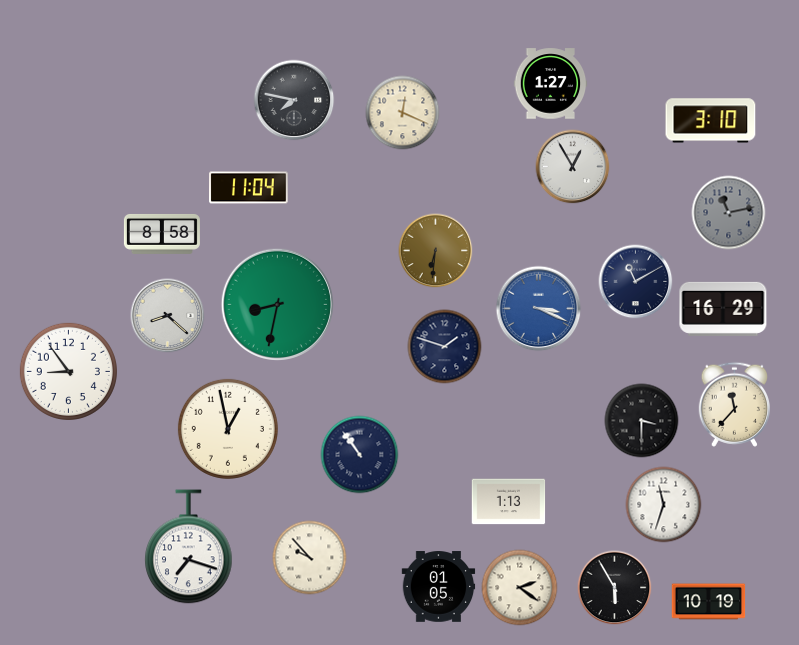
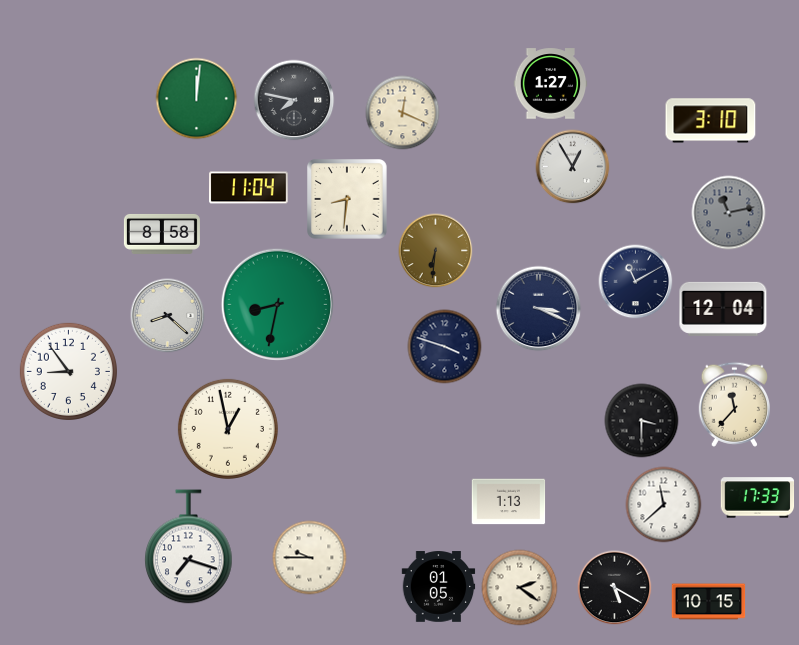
clock at (197, 99): none -> 12:01
clock at (348, 200): none -> 8:31
clock at (539, 309) dial: blue -> navy
clock at (723, 309): 16:29 -> 12:04
clock at (445, 347): 1:48 -> 3:48
clock at (360, 455): 10:54 -> none
clock at (758, 498): none -> 17:33
clock at (664, 505): 11:33 -> 11:38
clock at (310, 558): 9:53 -> 9:45
clock at (615, 588): 5:55 -> 5:20
clock at (709, 602): 10:19 -> 10:15
